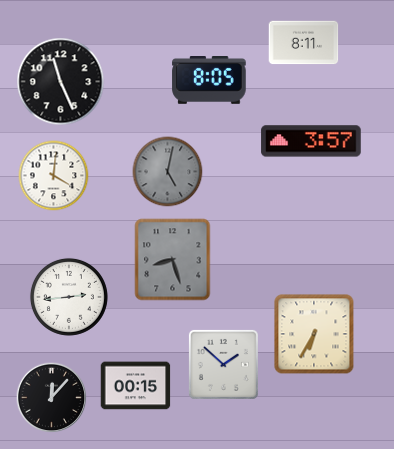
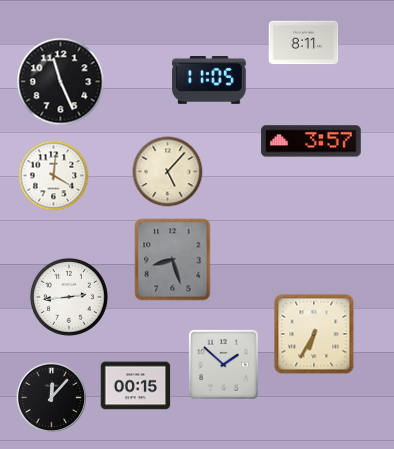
clock at (209, 81): 8:05 -> 11:05
clock at (168, 172): 5:02 -> 5:07
clock at (168, 172) dial: grey -> cream
